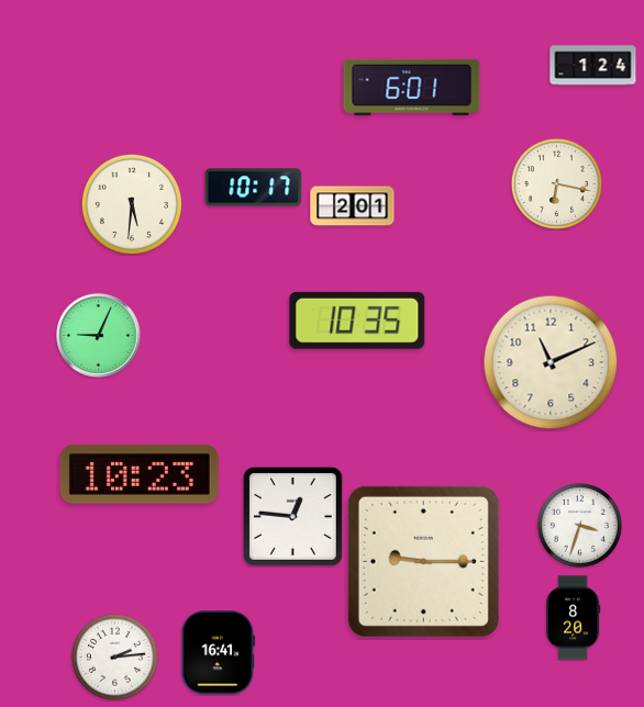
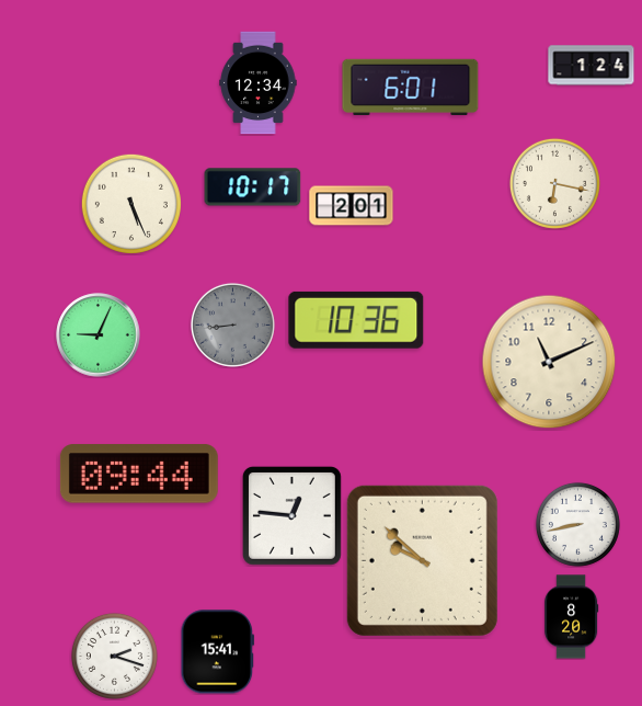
clock at (259, 83): none -> 12:34
clock at (132, 204): 5:31 -> 5:26
clock at (357, 321): 10:35 -> 10:36
clock at (232, 324): none -> 8:44
clock at (140, 474): 10:23 -> 09:44
clock at (579, 525): 3:33 -> 8:43
clock at (423, 561): 9:15 -> 9:52
clock at (219, 653): 16:41 -> 15:41
clock at (114, 656): 2:14 -> 2:18
